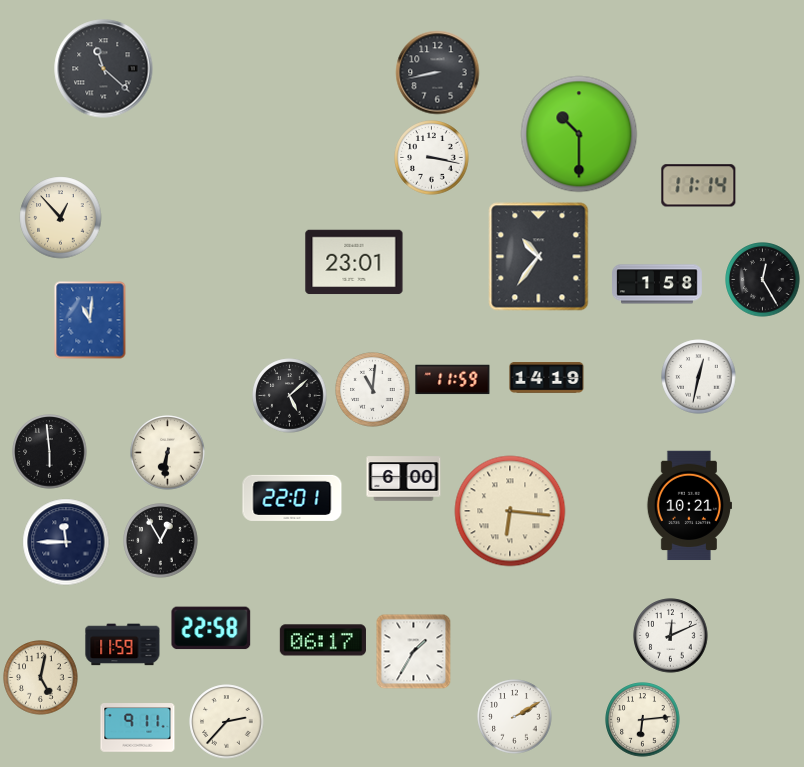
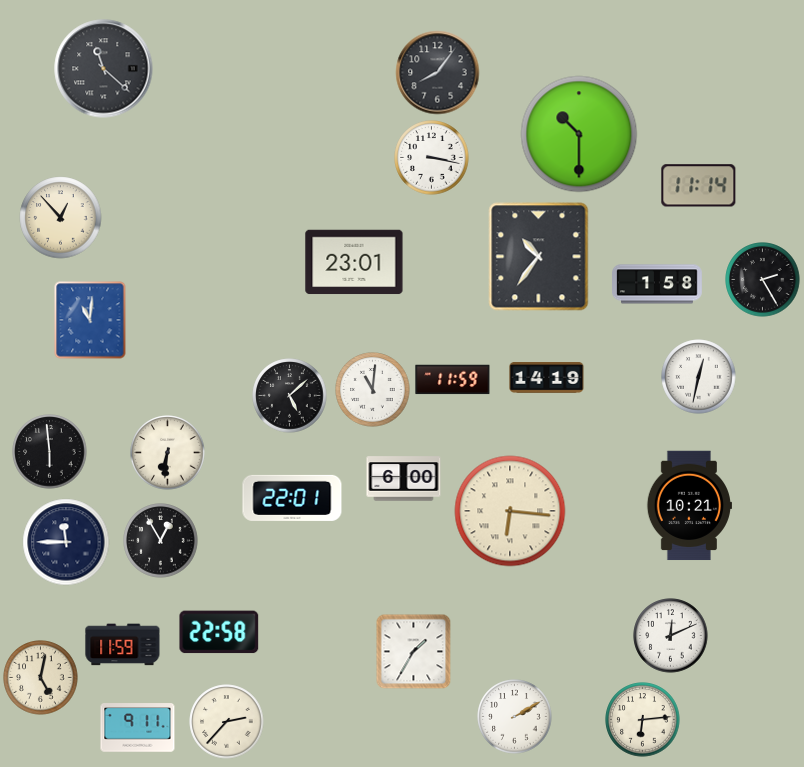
clock at (438, 73): 8:43 -> 8:06
clock at (763, 280): 12:25 -> 2:25
clock at (211, 628) position: (211, 628) -> (219, 632)
clock at (323, 640): 06:17 -> none
